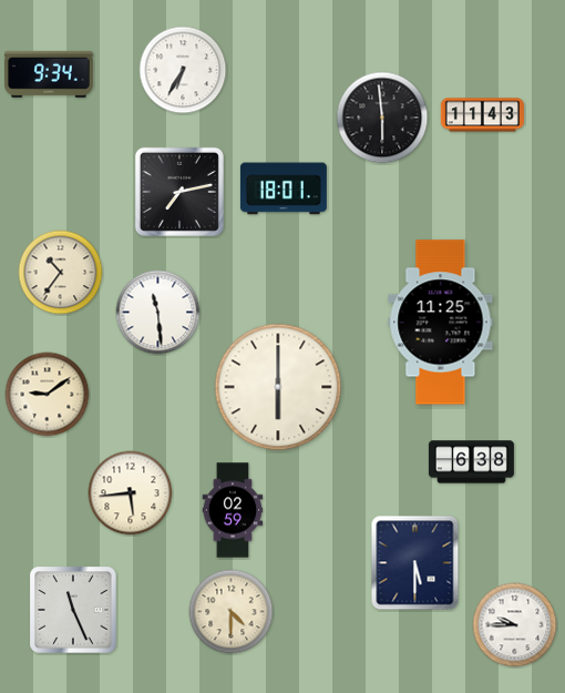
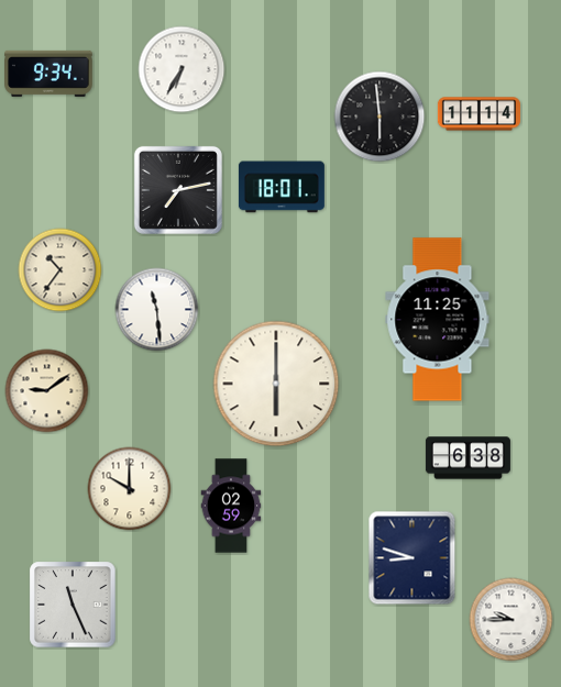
clock at (482, 115): 11:43 -> 11:14
clock at (131, 493): 5:44 -> 10:00
clock at (415, 563): 5:30 -> 8:48
clock at (232, 612): 4:30 -> none
